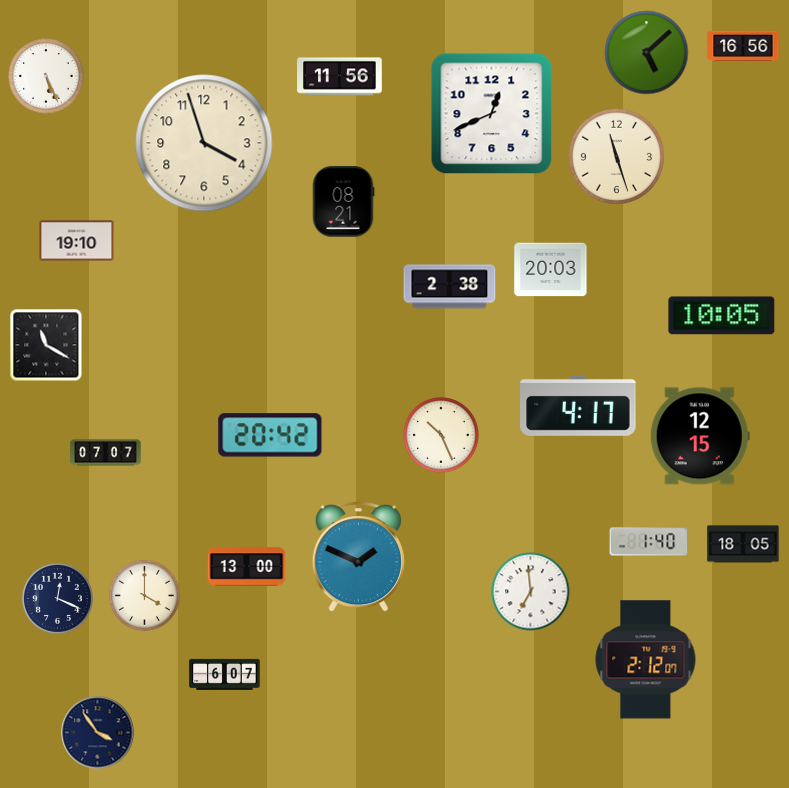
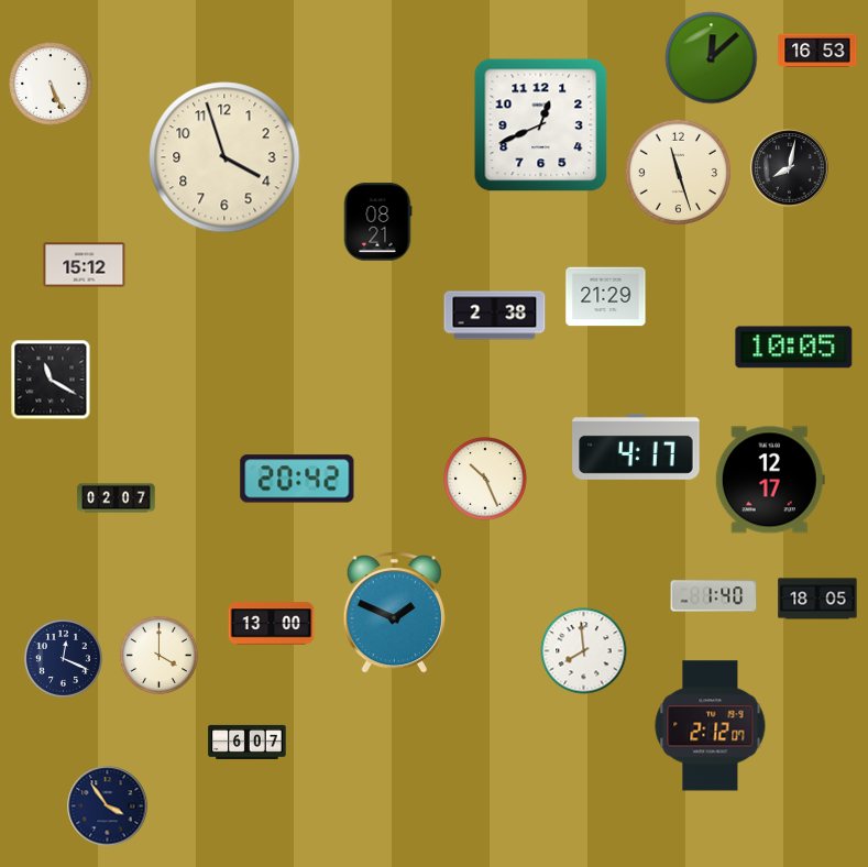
clock at (743, 46): 16:56 -> 16:53
clock at (647, 53): 5:08 -> 12:08
clock at (340, 77): 11:56 -> none
clock at (790, 168): none -> 8:02
clock at (77, 241): 19:10 -> 15:12
clock at (551, 270): 20:03 -> 21:29
clock at (700, 436): 12:15 -> 12:17
clock at (106, 453): 07:07 -> 02:07
clock at (531, 592): 6:59 -> 7:59
